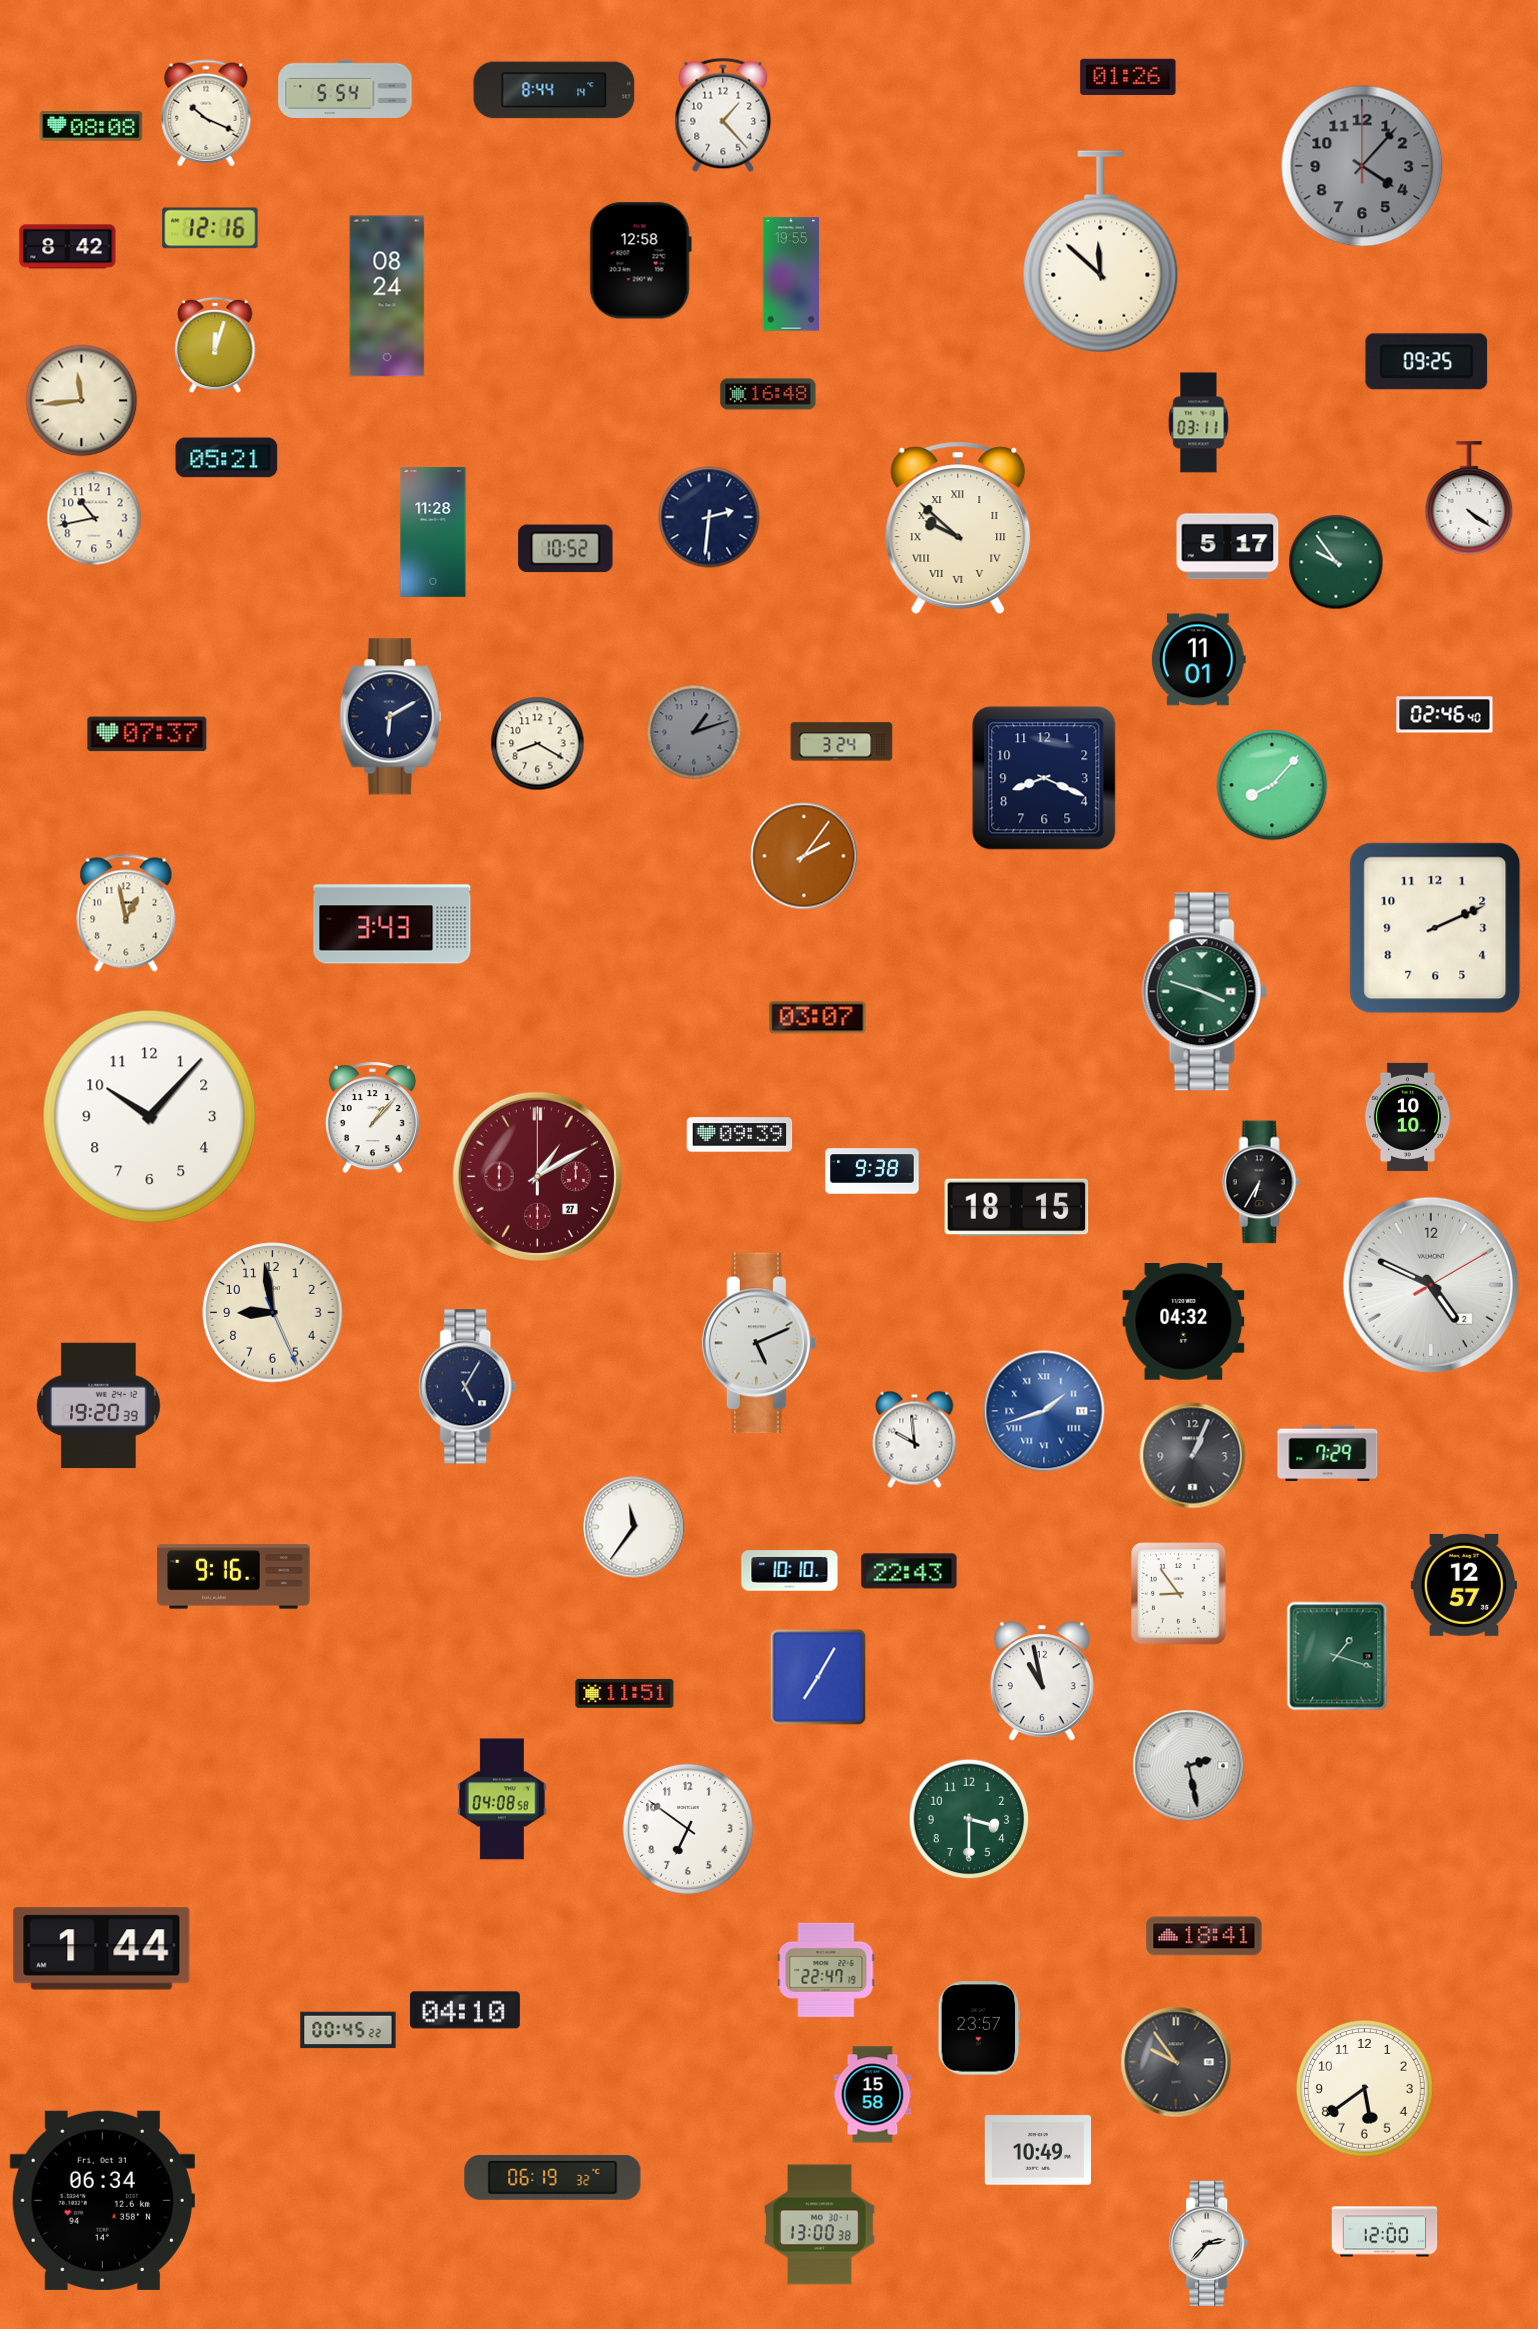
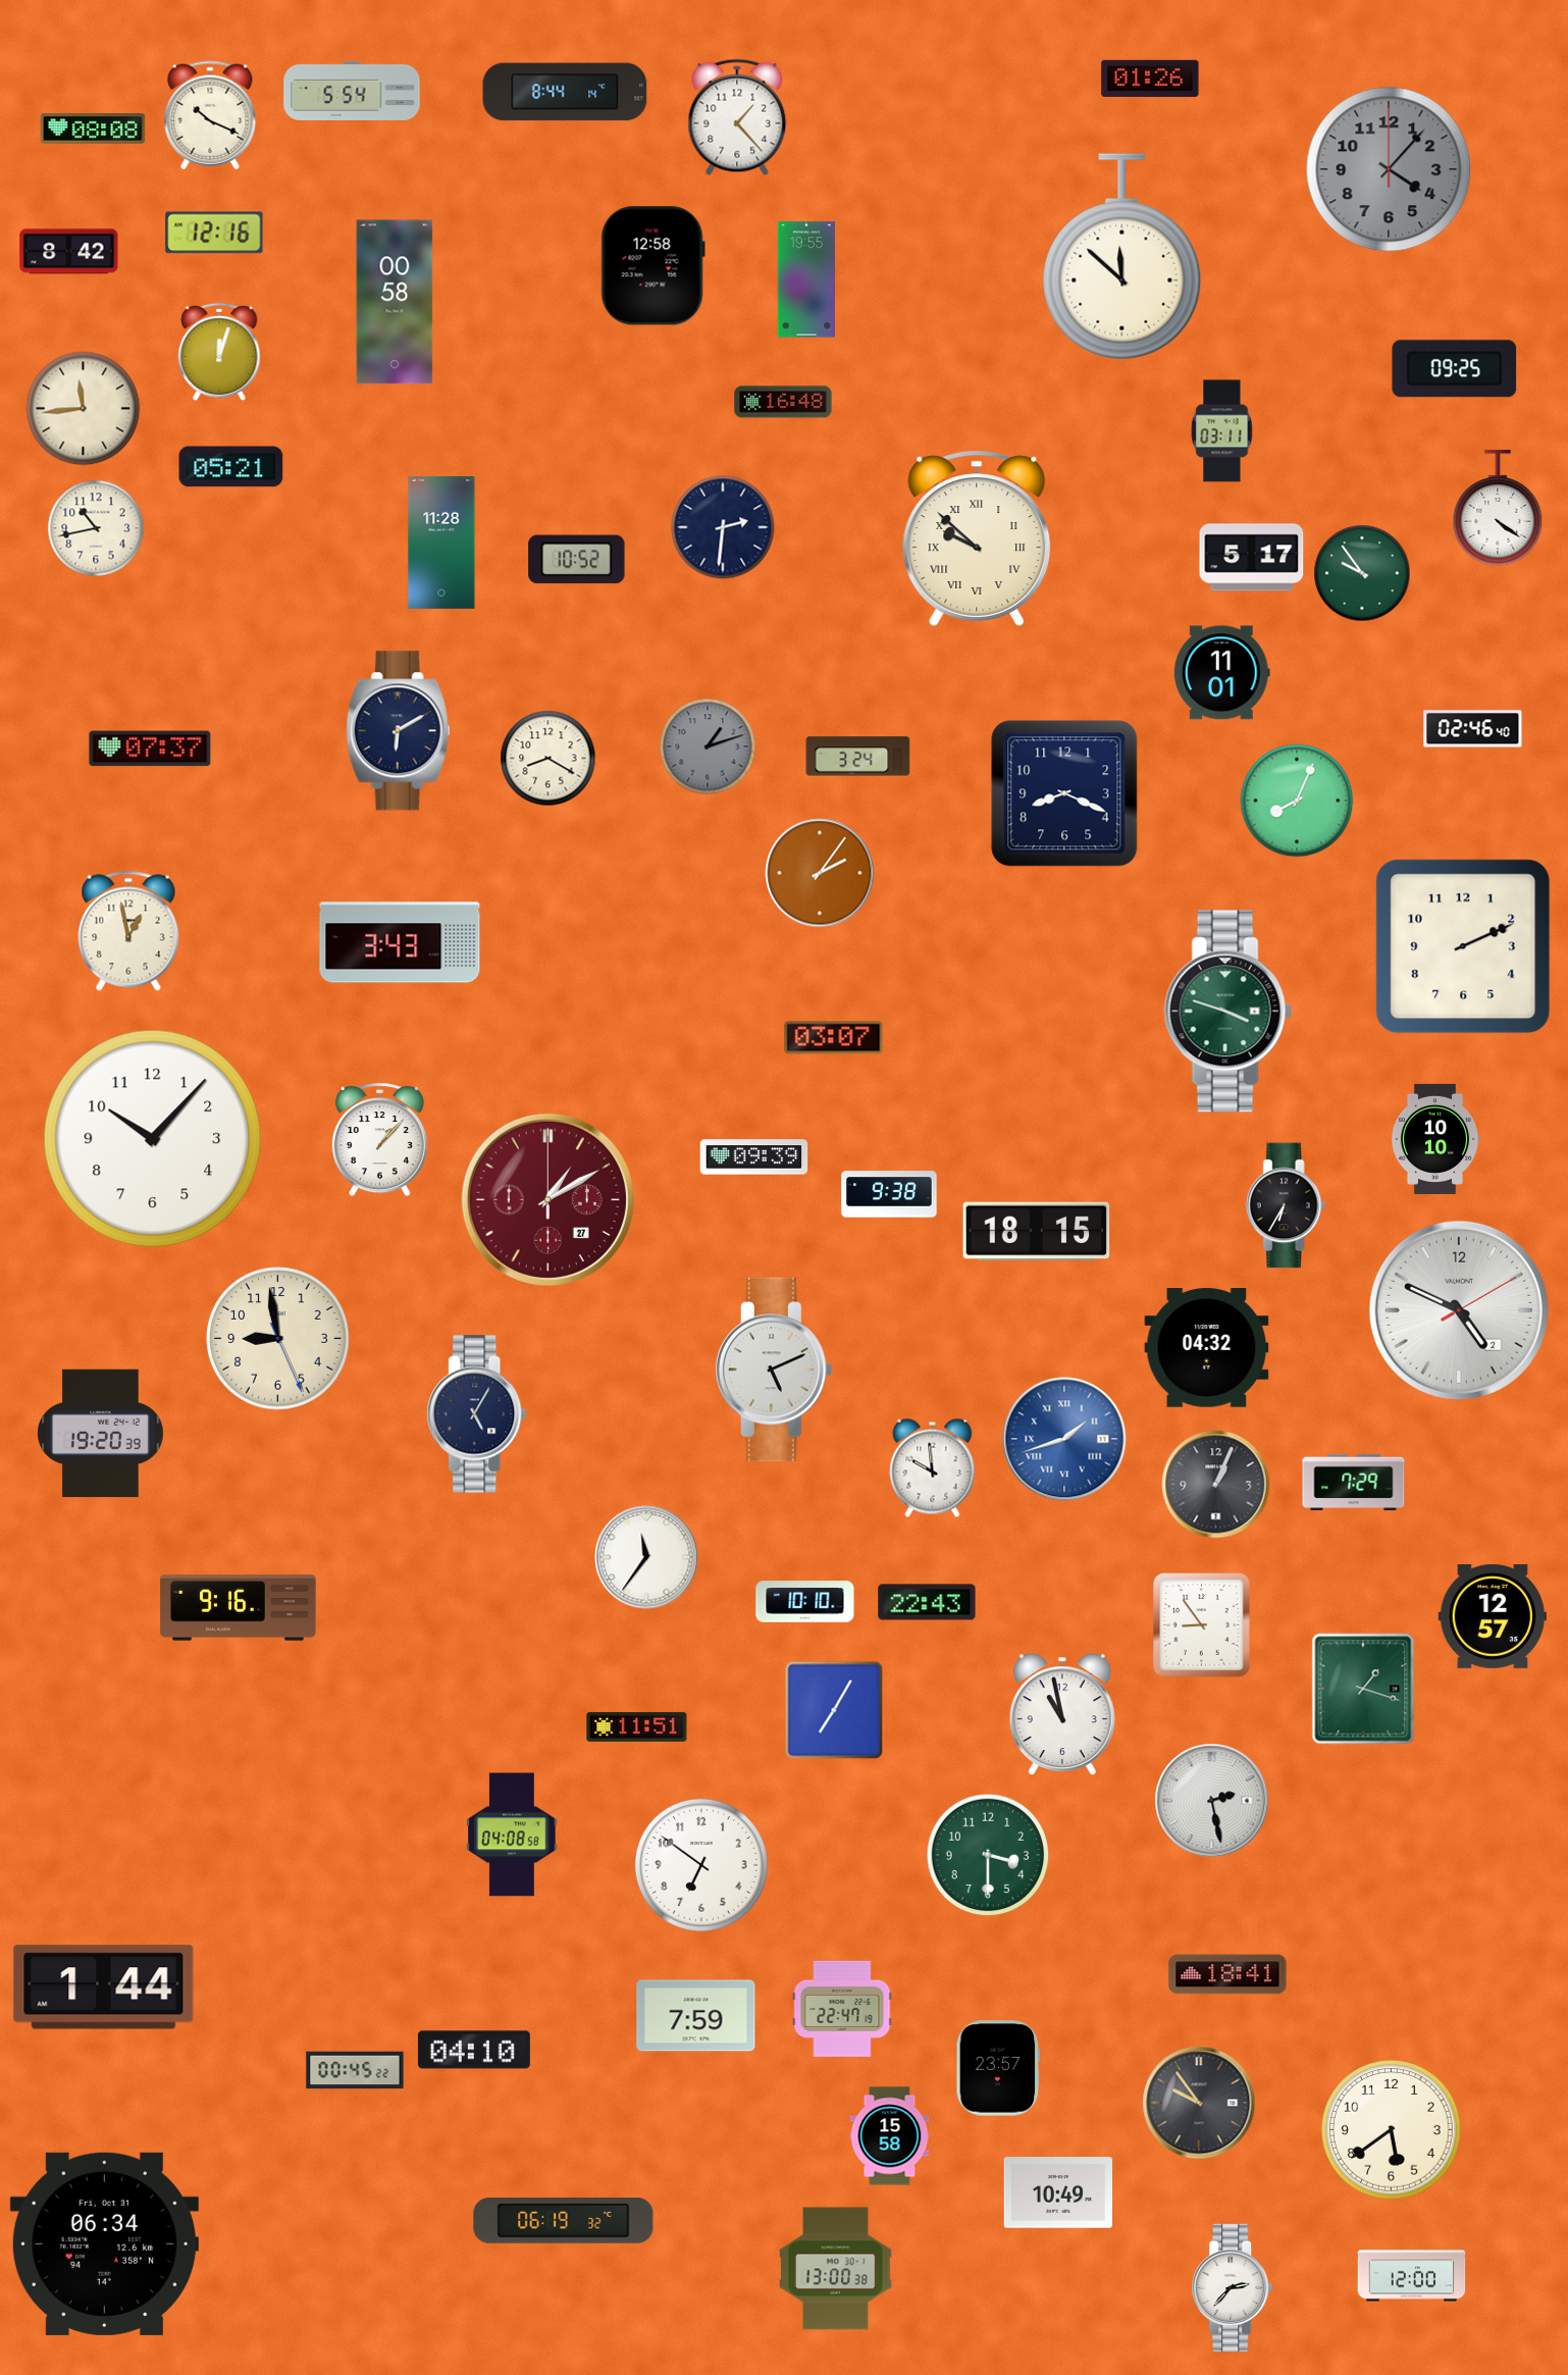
clock at (387, 296): 08:24 -> 00:58
clock at (1272, 785): 8:07 -> 8:04
clock at (696, 2016): none -> 7:59
